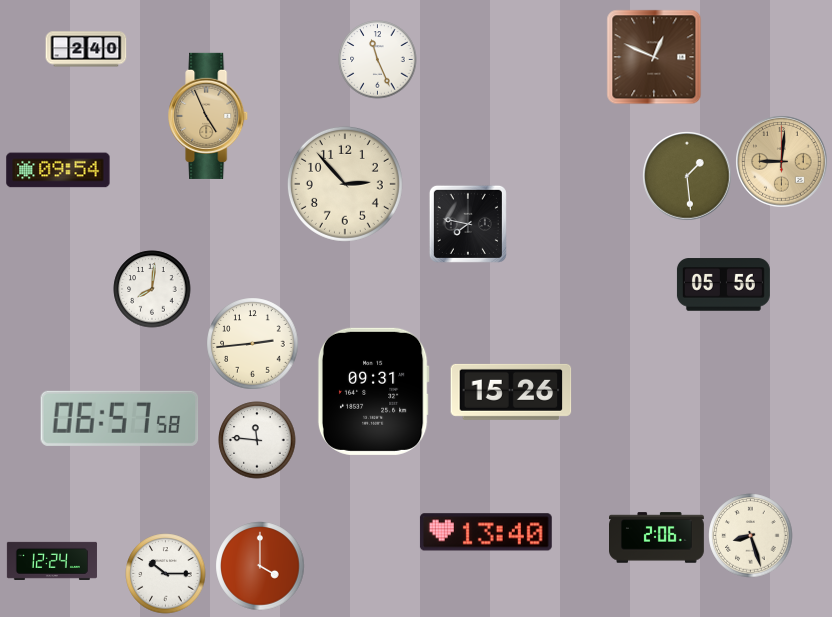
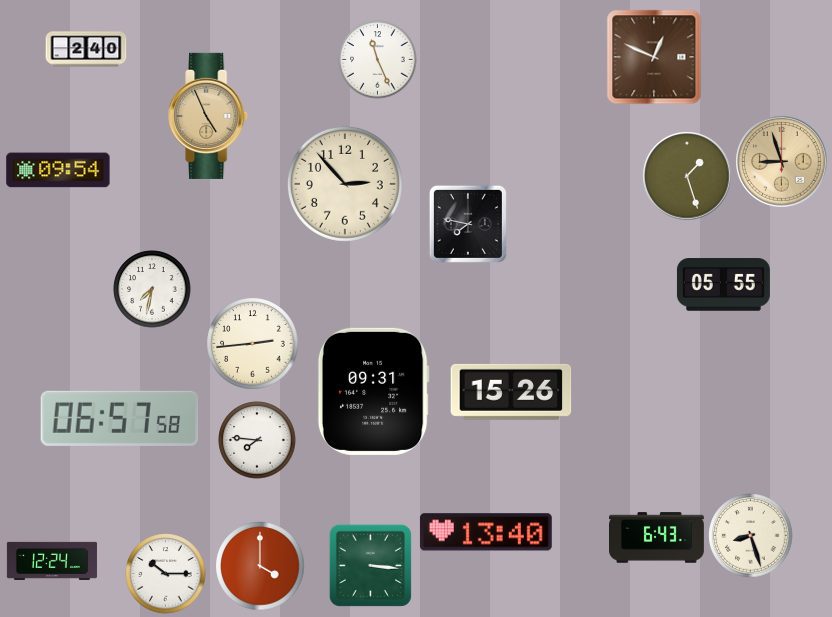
clock at (782, 162): 9:01 -> 8:57
clock at (687, 176): 1:29 -> 1:27
clock at (723, 285): 05:56 -> 05:55
clock at (152, 289): 8:01 -> 7:32
clock at (257, 440): 11:46 -> 7:46
clock at (657, 538): 2:06 -> 6:43
clock at (370, 565): none -> 3:16
